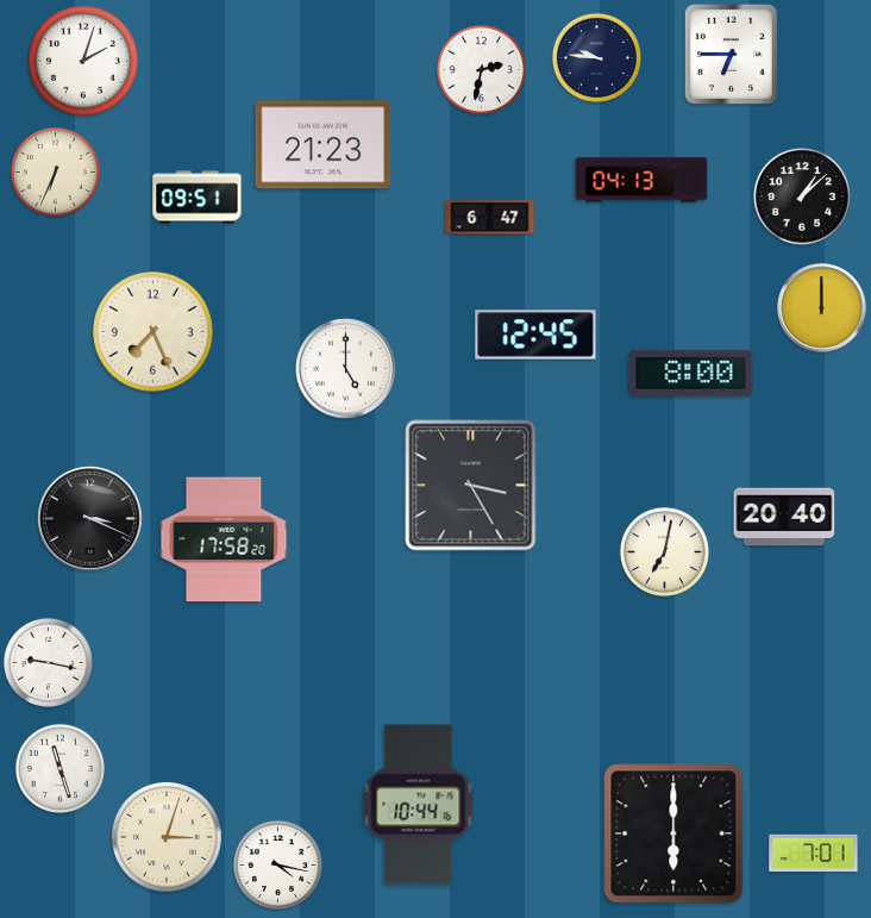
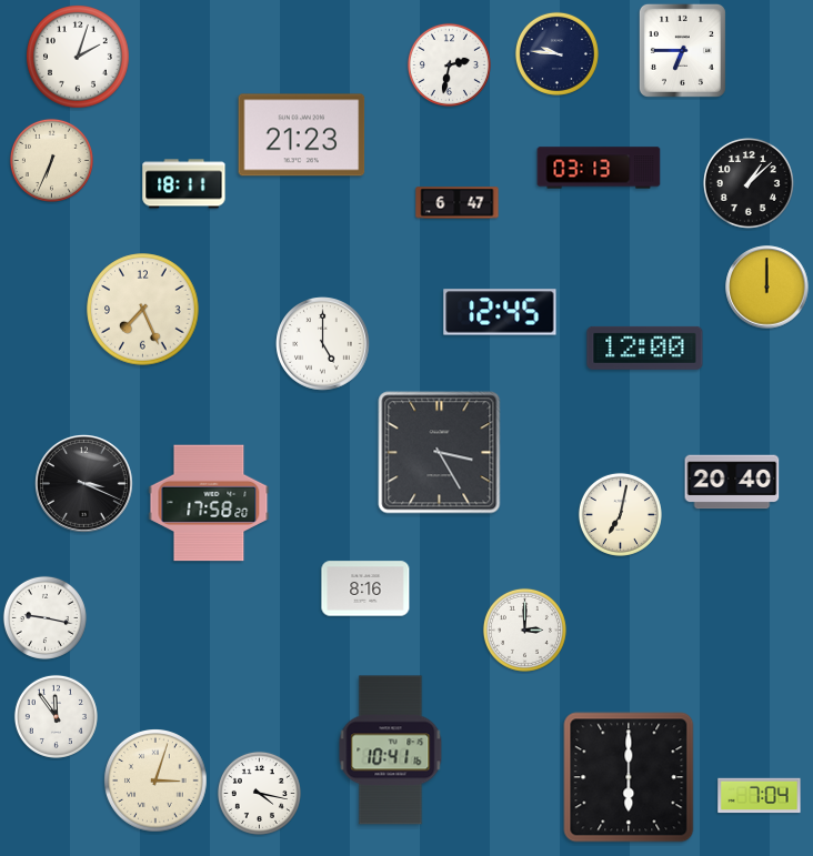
clock at (641, 180): 04:13 -> 03:13
clock at (198, 198): 09:51 -> 18:11
clock at (691, 373): 8:00 -> 12:00
clock at (365, 588): none -> 8:16
clock at (524, 630): none -> 3:00
clock at (59, 768): 11:27 -> 11:54
clock at (419, 805): 10:44 -> 10:41
clock at (814, 854): 7:01 -> 7:04
clock at (277, 864) position: (277, 864) -> (259, 793)
